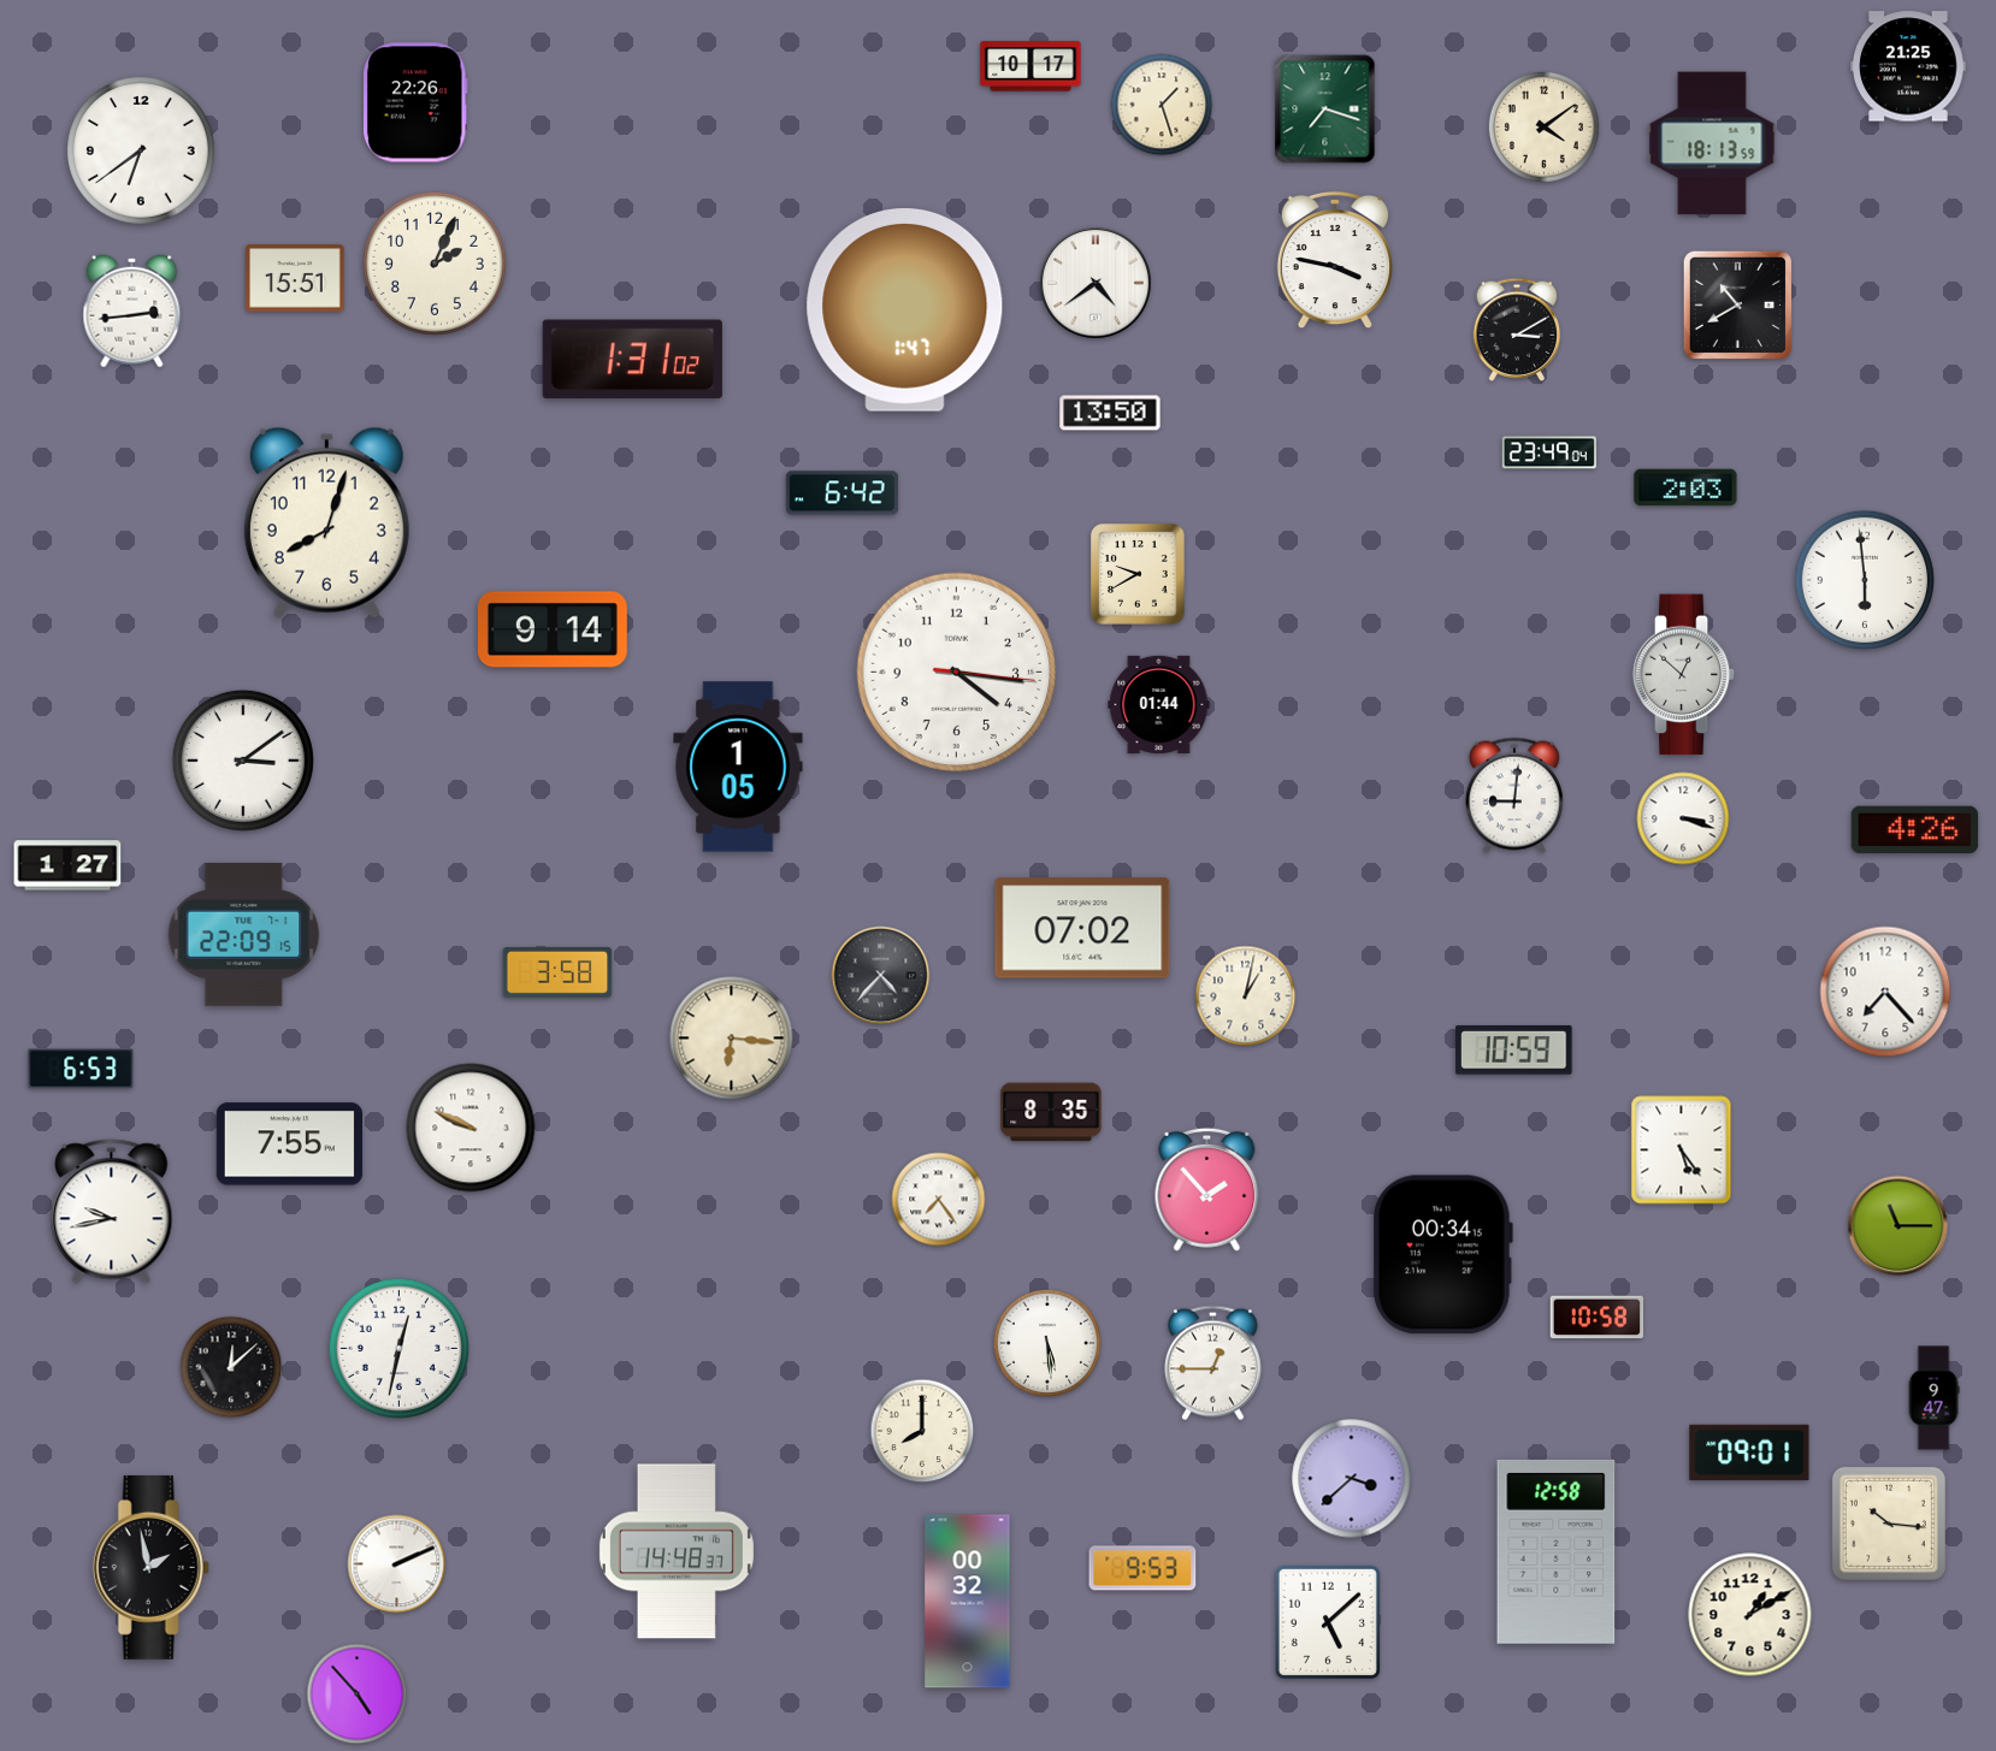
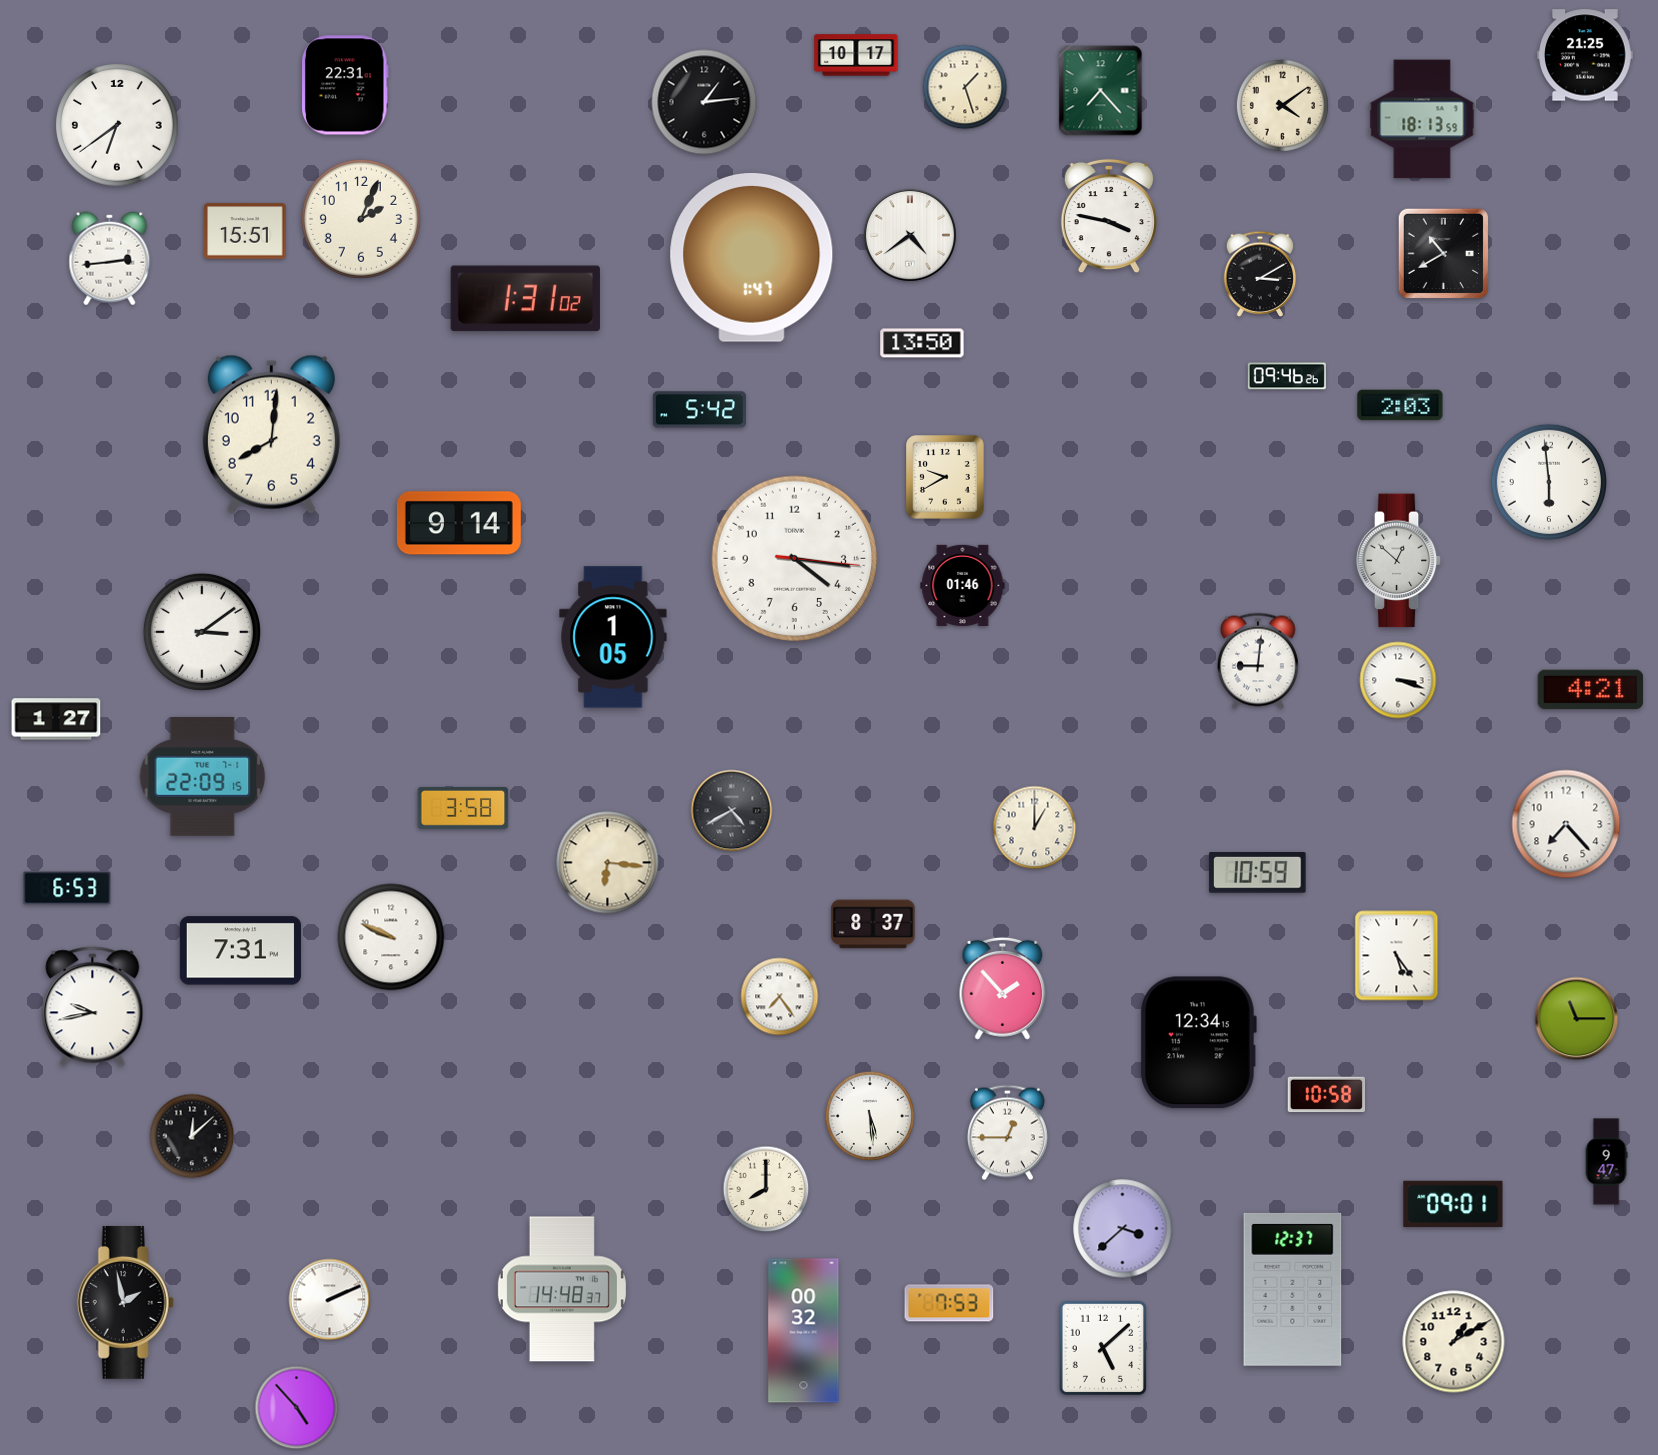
clock at (415, 102): 22:26 -> 22:31
clock at (1325, 110): 7:18 -> 7:23
clock at (704, 102): none -> 1:14
clock at (1549, 452): 23:49 -> 09:46
clock at (841, 493): 6:42 -> 5:42
clock at (326, 522): 8:03 -> 8:01
clock at (1159, 704): 01:44 -> 01:46
clock at (1915, 830): 4:26 -> 4:21
clock at (1082, 928): 07:02 -> none
clock at (881, 976): 4:37 -> 4:40
clock at (1246, 996): 1:02 -> 1:00
clock at (1051, 1112): 8:35 -> 8:37
clock at (289, 1144): 7:55 -> 7:31
clock at (1442, 1255): 00:34 -> 12:34
clock at (398, 1348): 12:32 -> none
clock at (1749, 1453) position: (1749, 1453) -> (1453, 1204)
clock at (1889, 1524): 10:16 -> none
clock at (1557, 1551): 12:58 -> 12:37
clock at (1142, 1568): 9:53 -> 7:53
